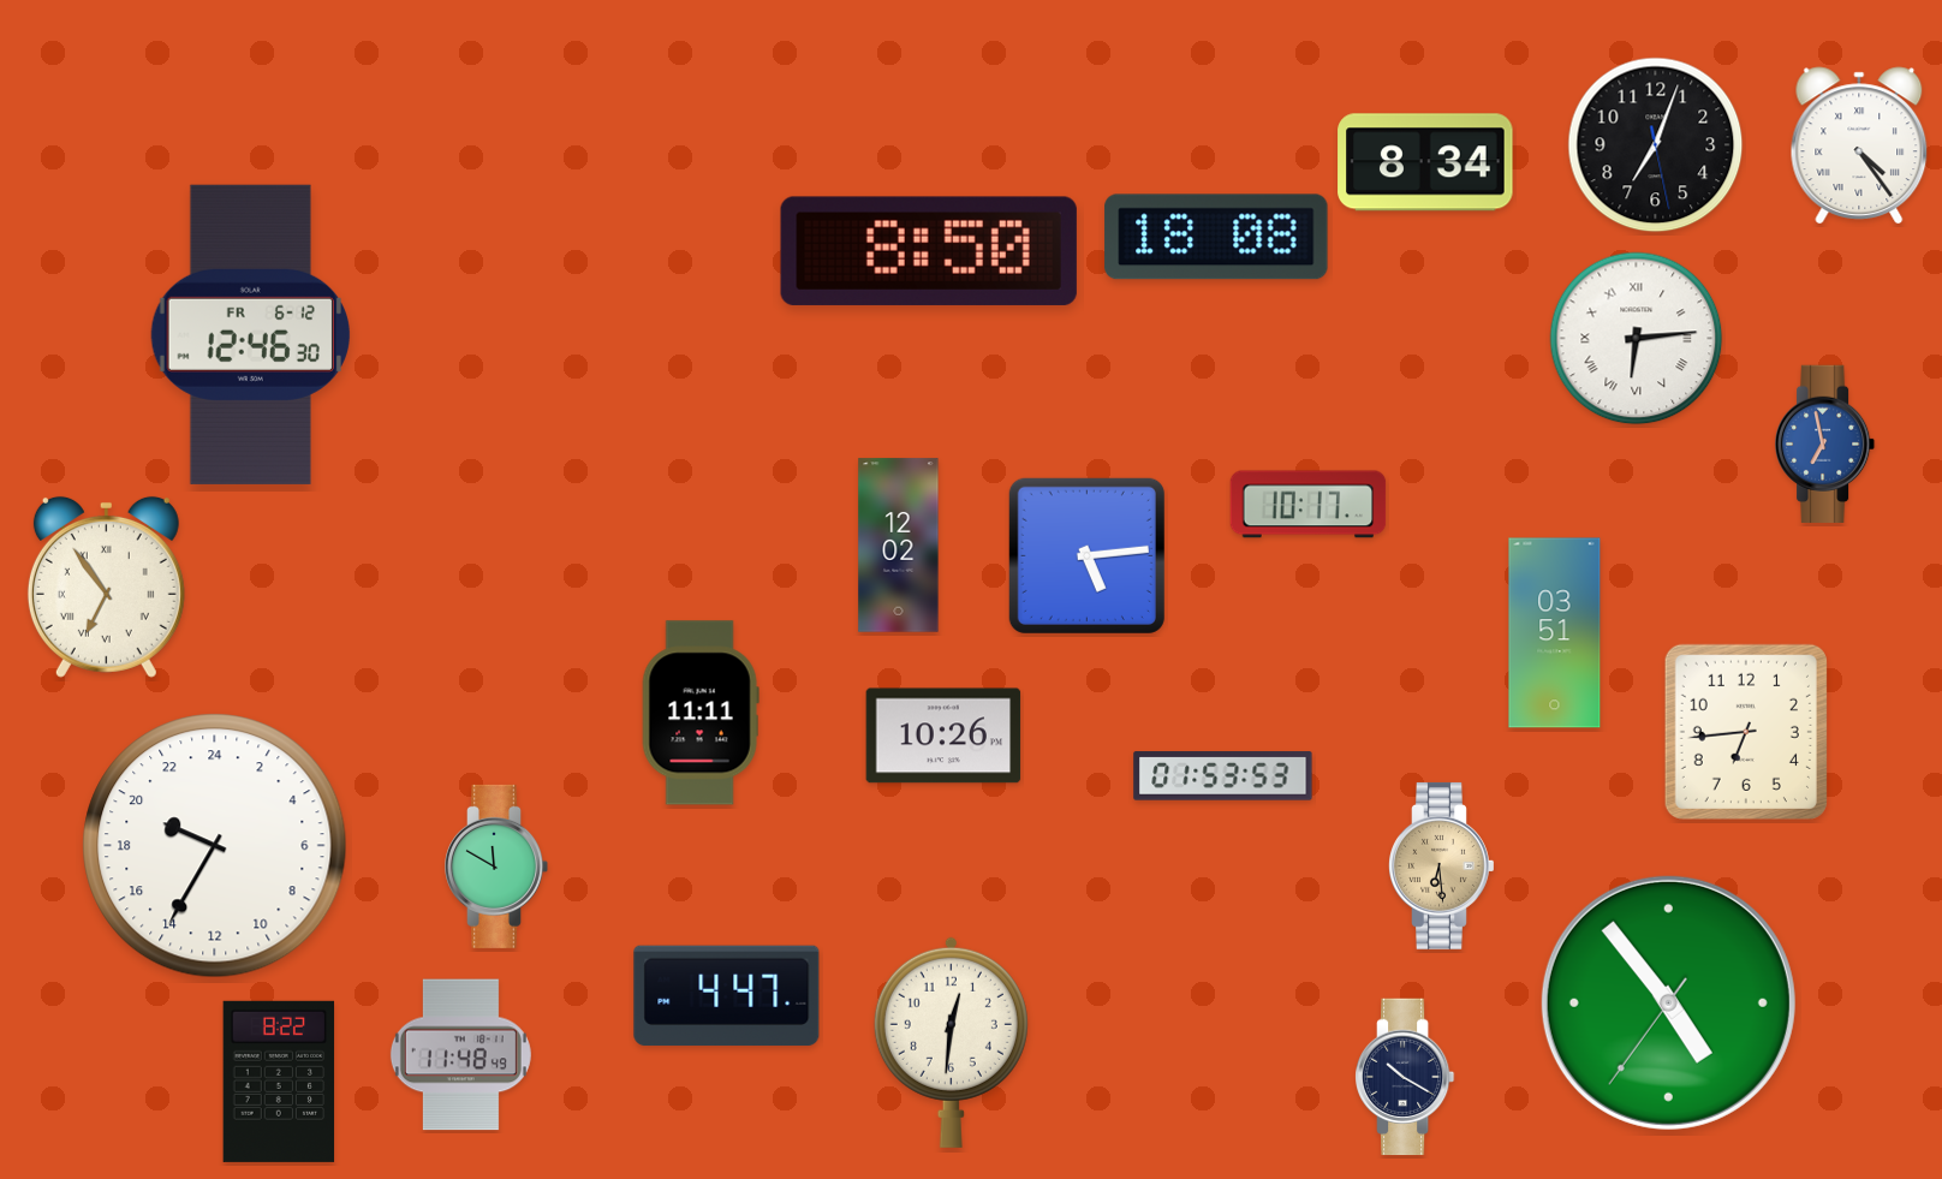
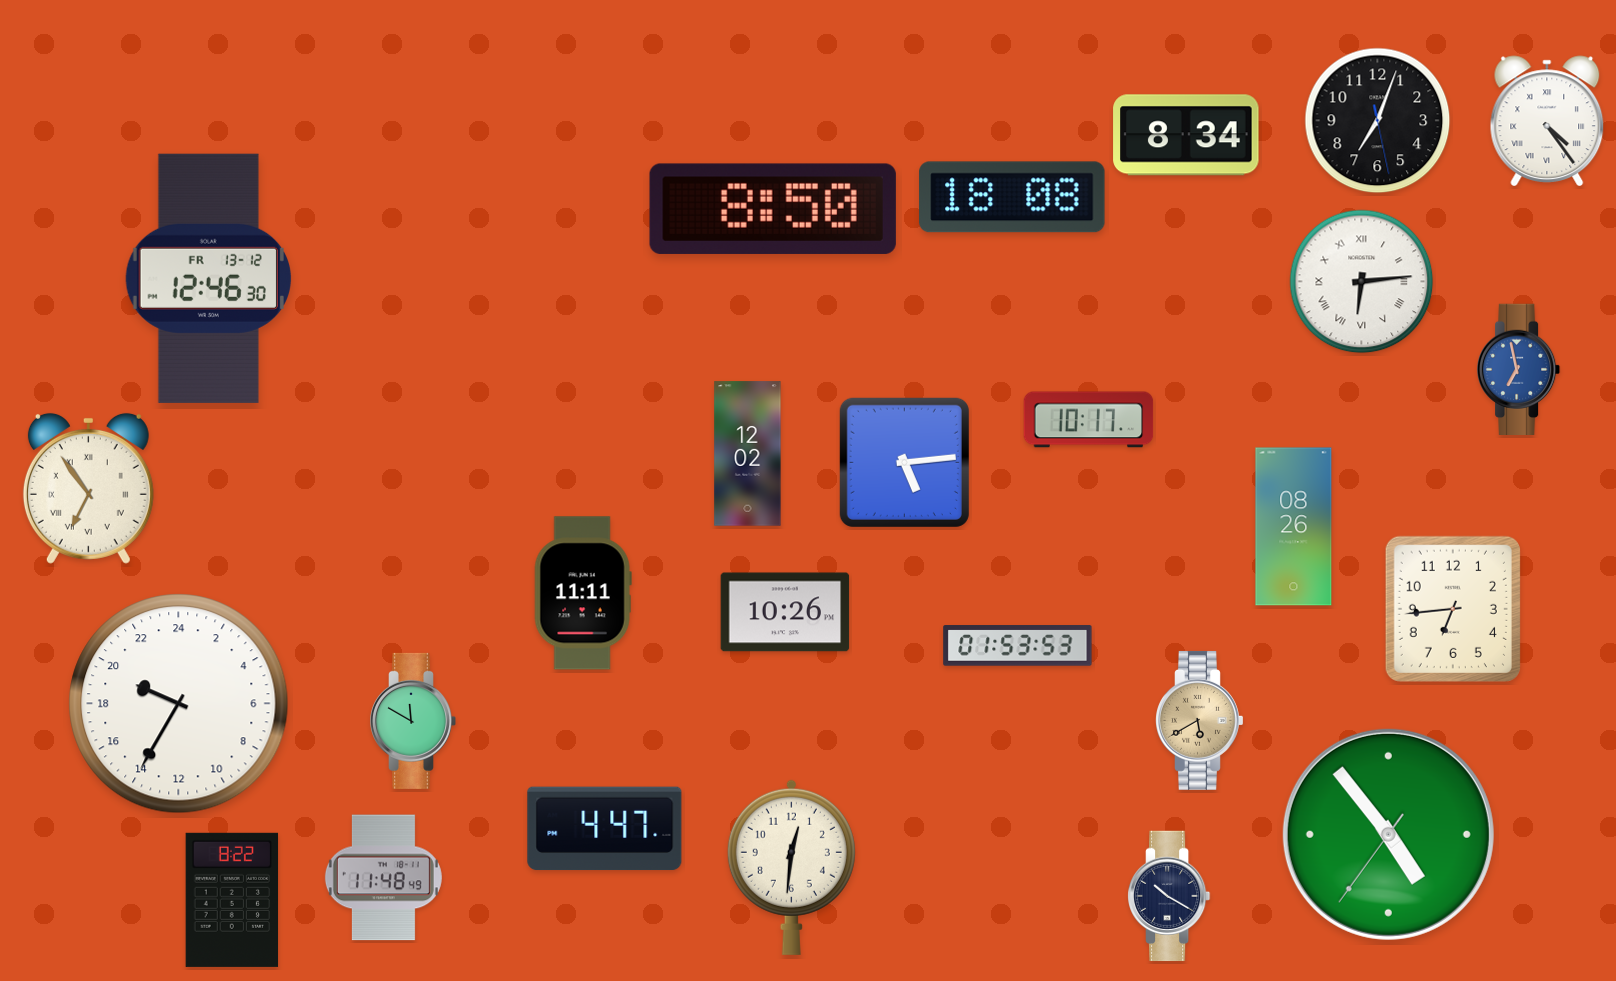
clock at (250, 334) date: FR 6-12 -> FR 13-12
clock at (1555, 633): 03:51 -> 08:26
clock at (1442, 865): 6:29 -> 5:40
